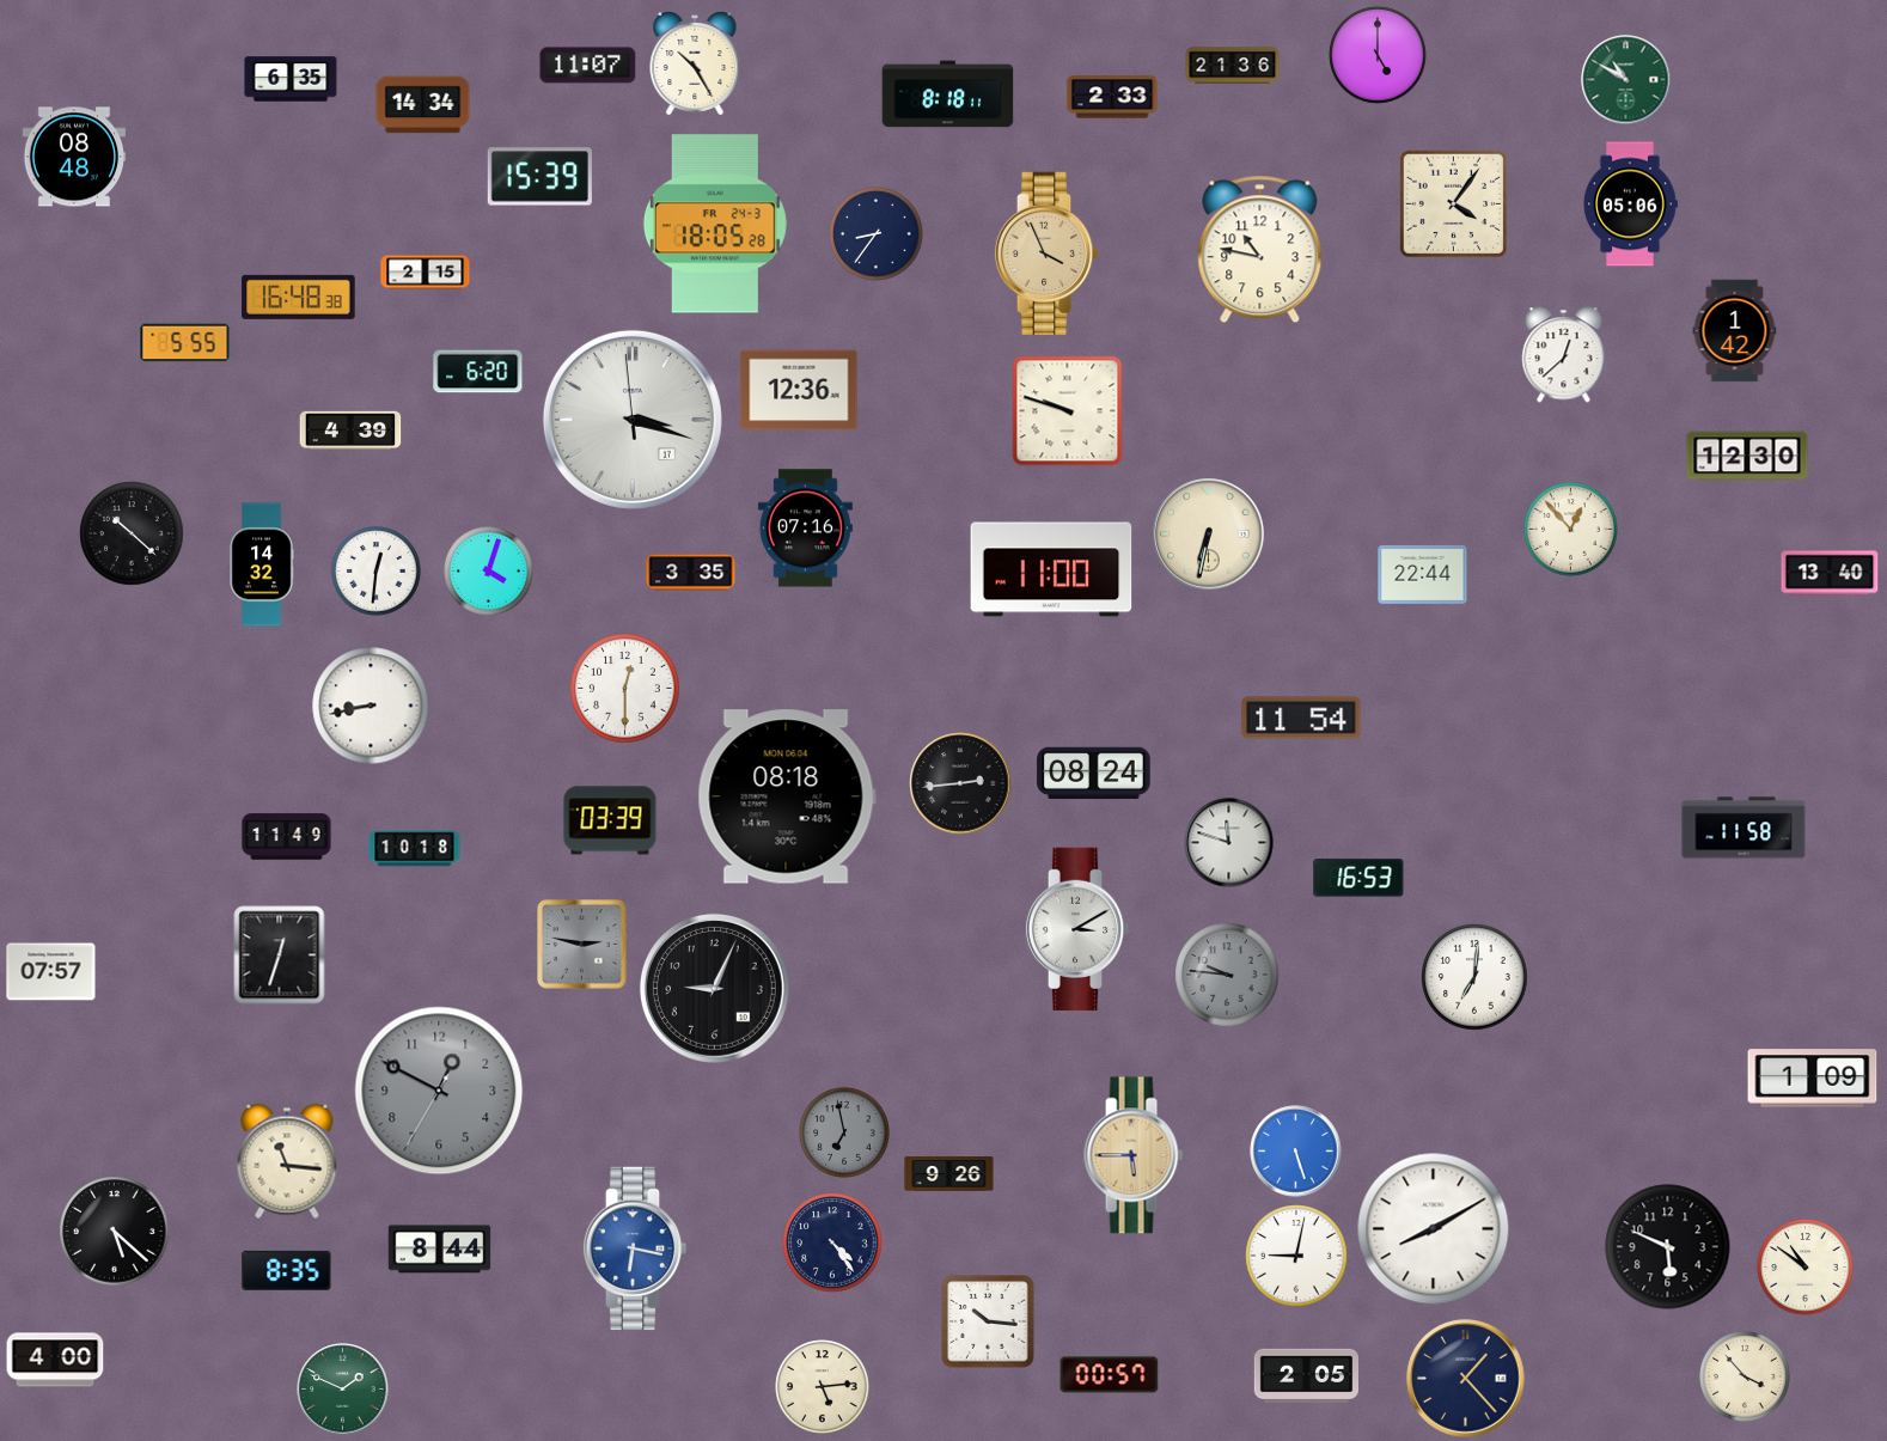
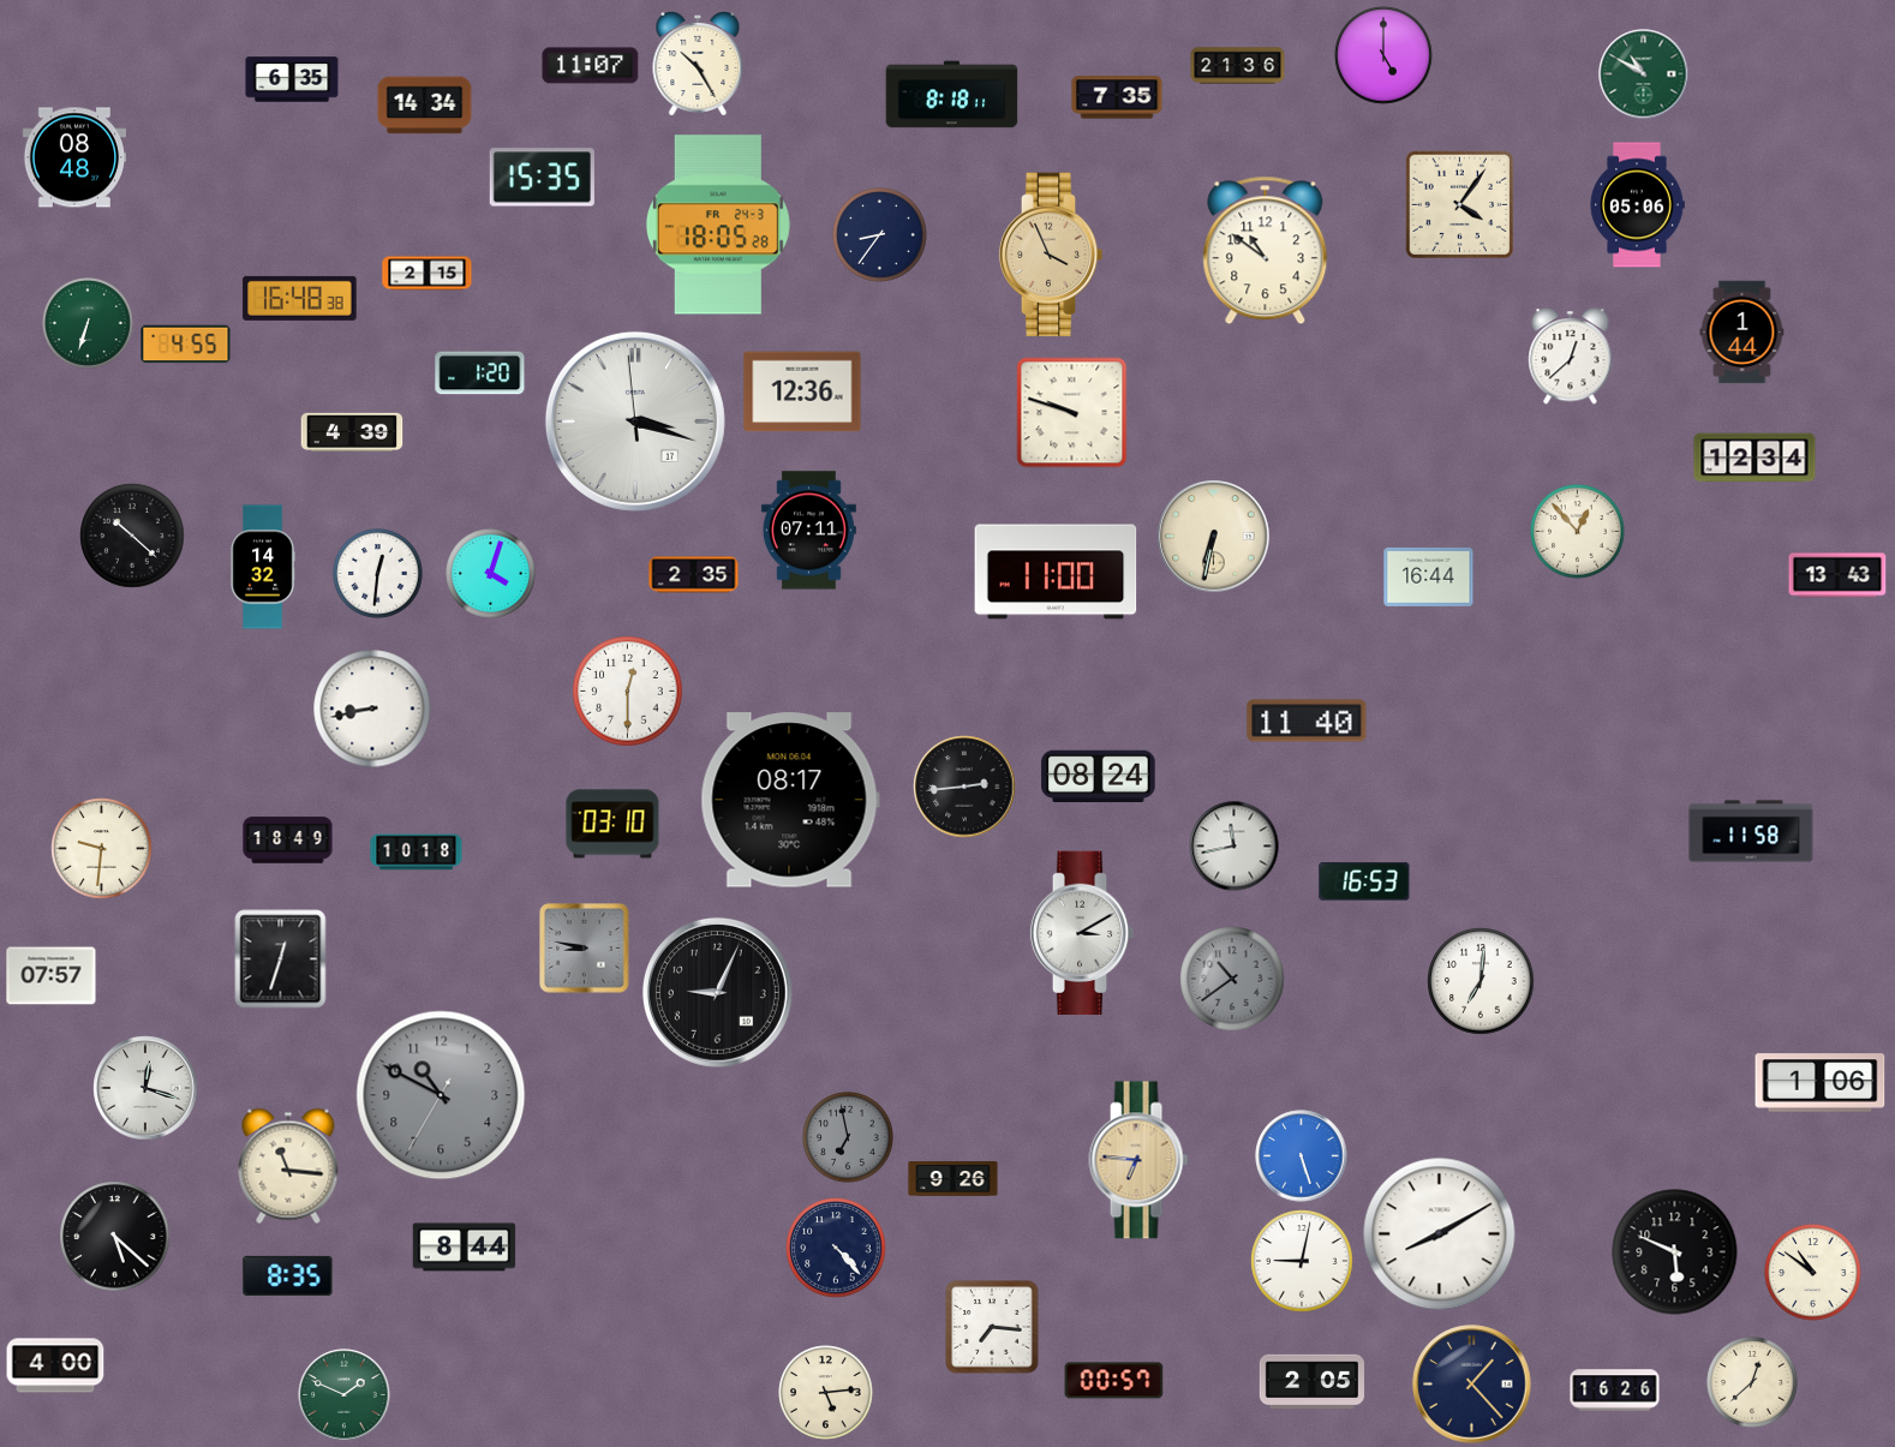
clock at (1626, 80) position: (1626, 80) -> (1644, 74)
clock at (1112, 97): 2:33 -> 7:35
clock at (539, 177): 15:39 -> 15:35
clock at (1260, 250): 10:47 -> 10:51
clock at (89, 324): none -> 6:33
clock at (1735, 331): 1:42 -> 1:44
clock at (185, 343): 5:55 -> 4:55
clock at (478, 372): 6:20 -> 1:20
clock at (1747, 456): 12:30 -> 12:34
clock at (805, 529): 07:16 -> 07:11
clock at (691, 573): 3:35 -> 2:35
clock at (1830, 573): 13:40 -> 13:43
clock at (1423, 574): 22:44 -> 16:44
clock at (1301, 718): 11:54 -> 11:40
clock at (787, 796): 08:18 -> 08:17
clock at (610, 820): 03:39 -> 03:10
clock at (287, 837): 11:49 -> 18:49
clock at (1229, 843): 11:48 -> 11:43
clock at (102, 849): none -> 9:31
clock at (582, 945): 2:47 -> 8:47
clock at (1227, 975): 9:46 -> 10:39
clock at (1813, 1079): 1:09 -> 1:06
clock at (145, 1088): none -> 12:18
clock at (439, 1091): 12:49 -> 10:49
clock at (1134, 1155): 5:45 -> 6:46
clock at (832, 1242): 4:24 -> 4:23
clock at (635, 1248): 6:17 -> none
clock at (440, 1250) position: (440, 1250) -> (465, 1248)
clock at (988, 1321): 10:16 -> 7:16
clock at (1746, 1378): 3:53 -> 12:38
clock at (1615, 1391): none -> 16:26
